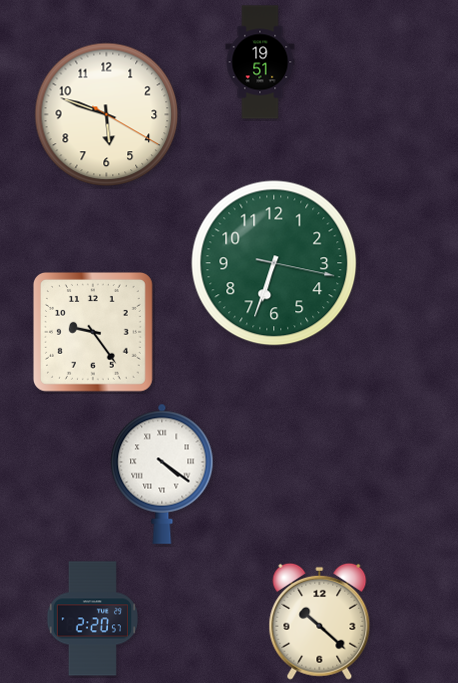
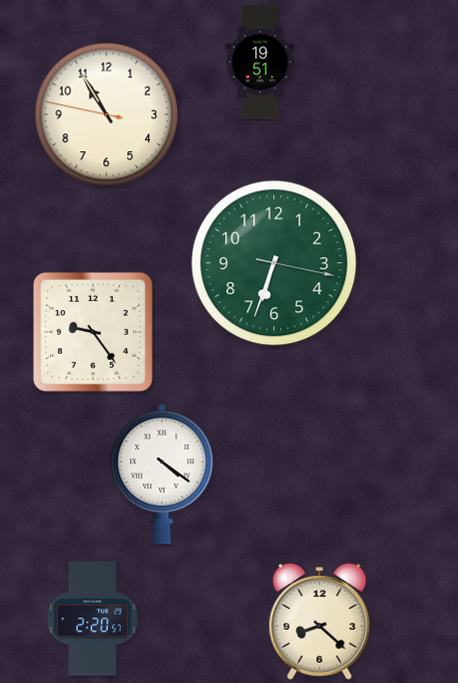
clock at (107, 115): 5:48 -> 10:54
clock at (320, 621): 10:22 -> 8:22
